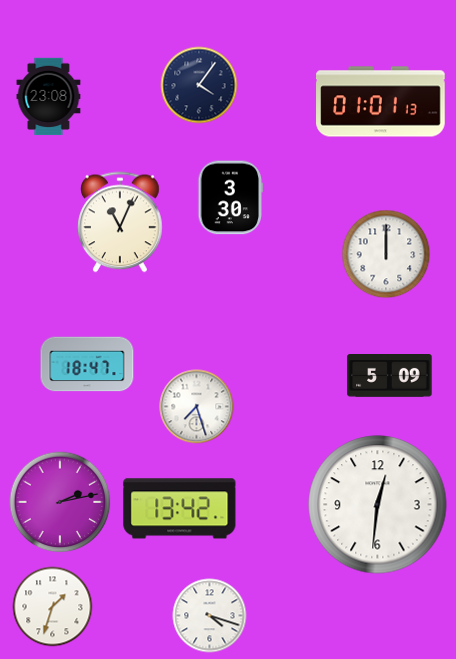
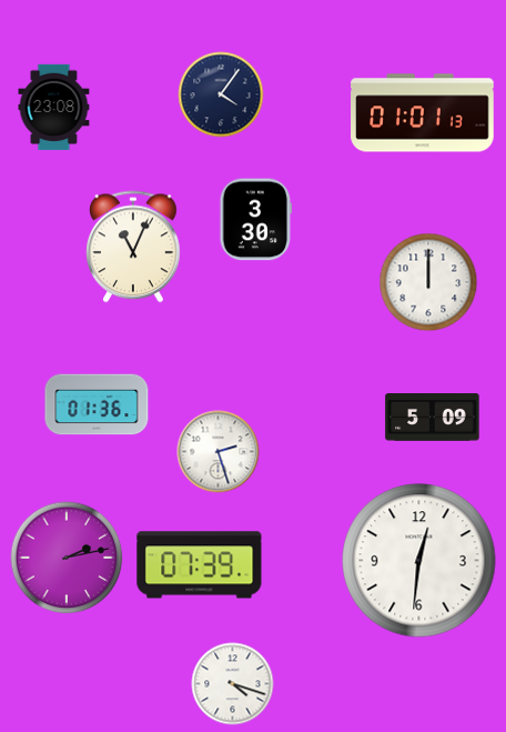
clock at (87, 364): 18:47 -> 01:36
clock at (197, 407): 7:27 -> 2:27
clock at (180, 509): 13:42 -> 07:39
clock at (53, 607): 1:33 -> none
